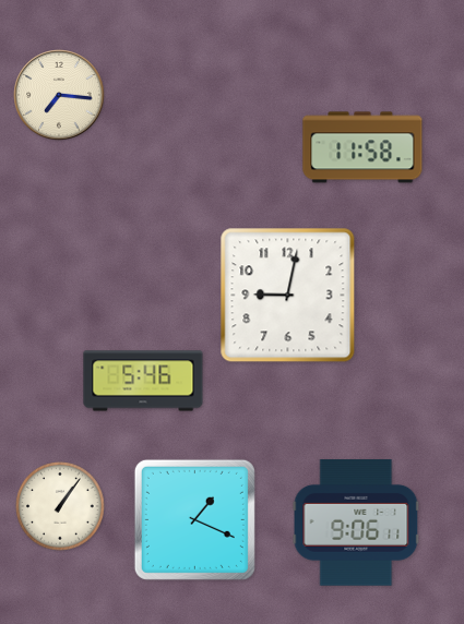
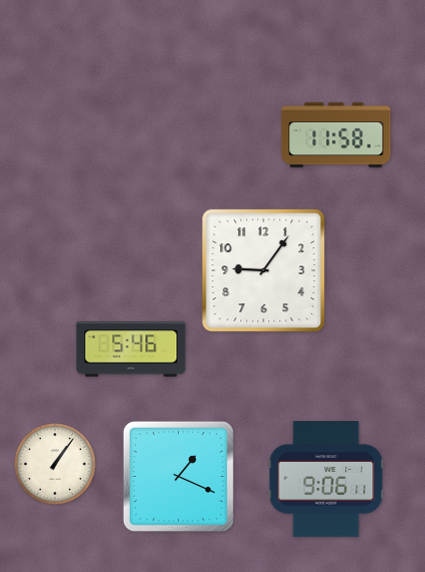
clock at (59, 95): 7:16 -> none
clock at (362, 147) position: (362, 147) -> (336, 135)
clock at (288, 296): 9:02 -> 9:06
